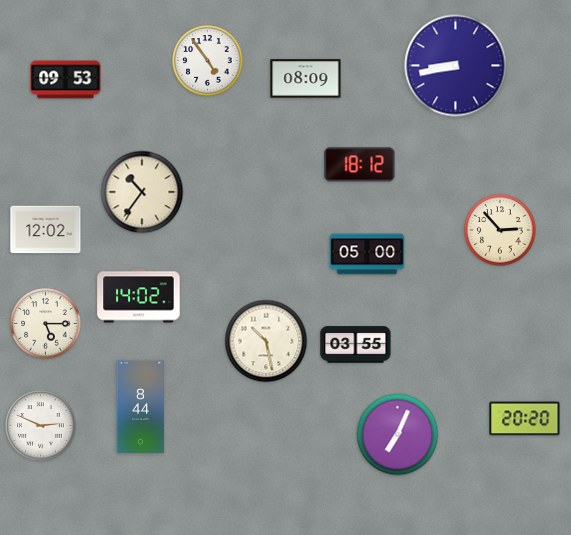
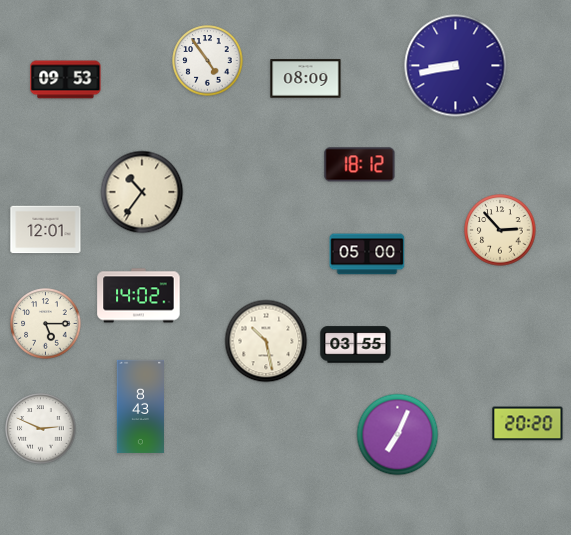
clock at (46, 230): 12:02 -> 12:01
clock at (140, 406): 8:44 -> 8:43
clock at (525, 419) position: (525, 419) -> (528, 424)
clock at (41, 426) position: (41, 426) -> (41, 429)
